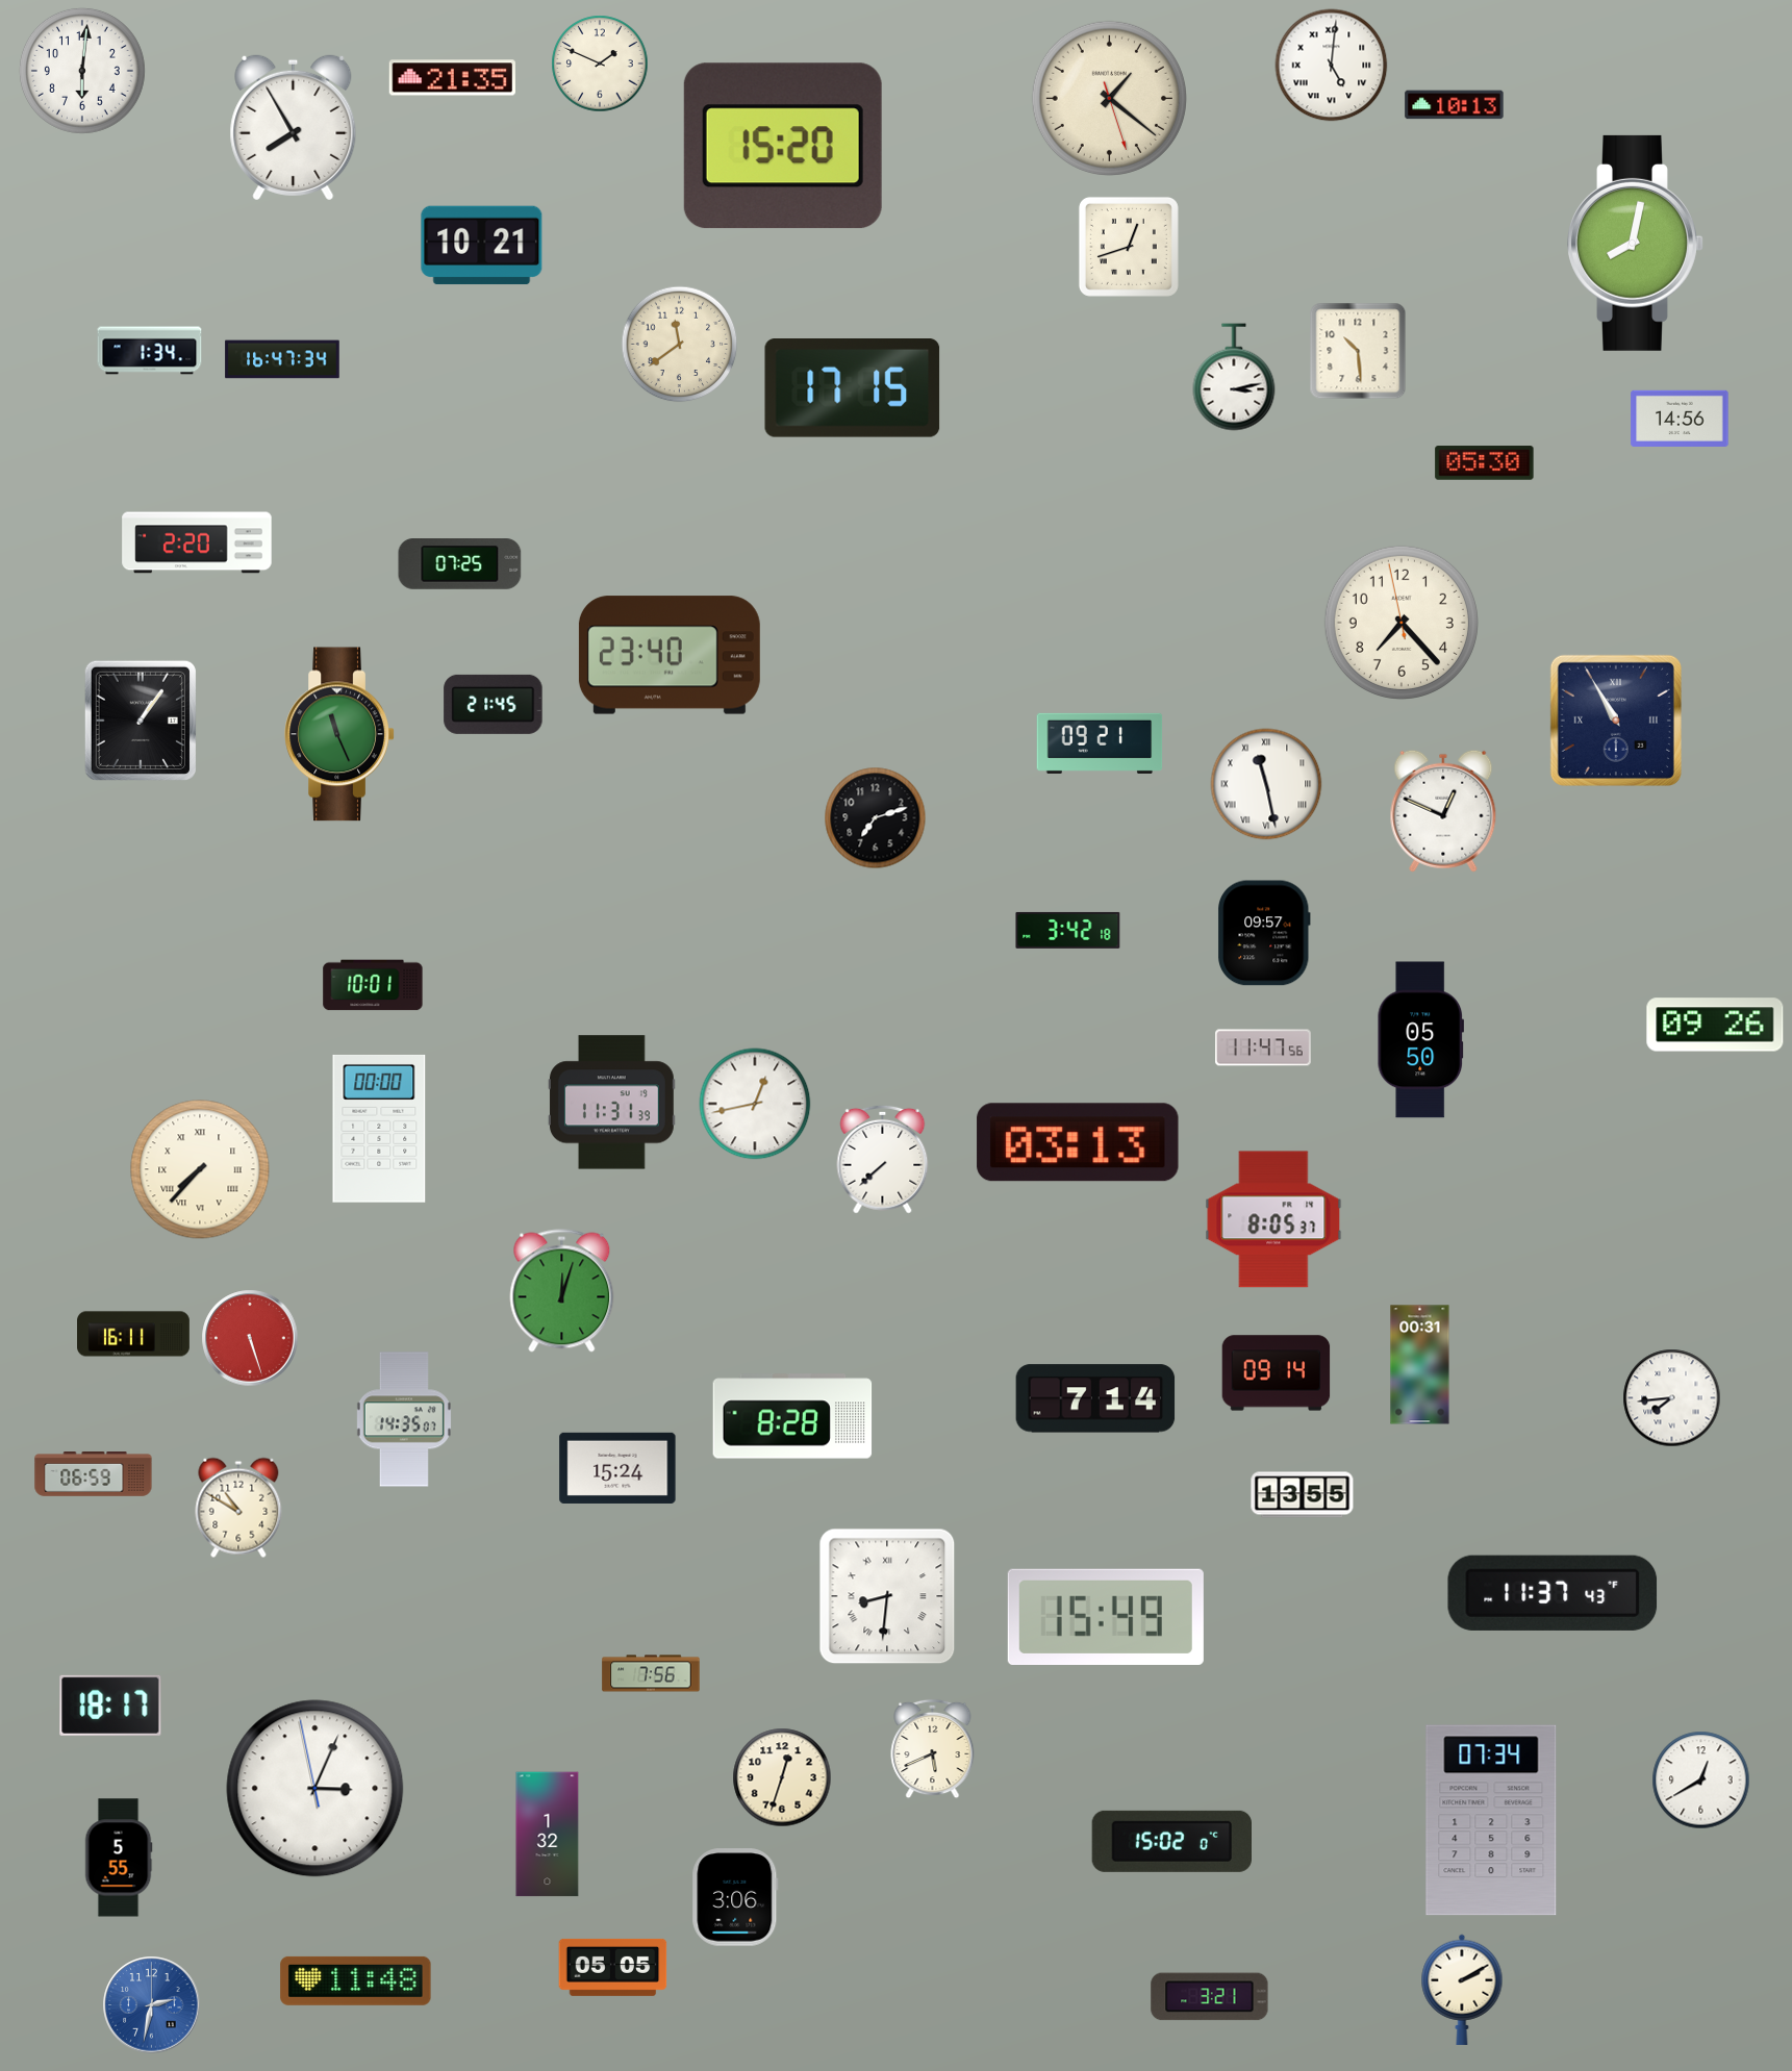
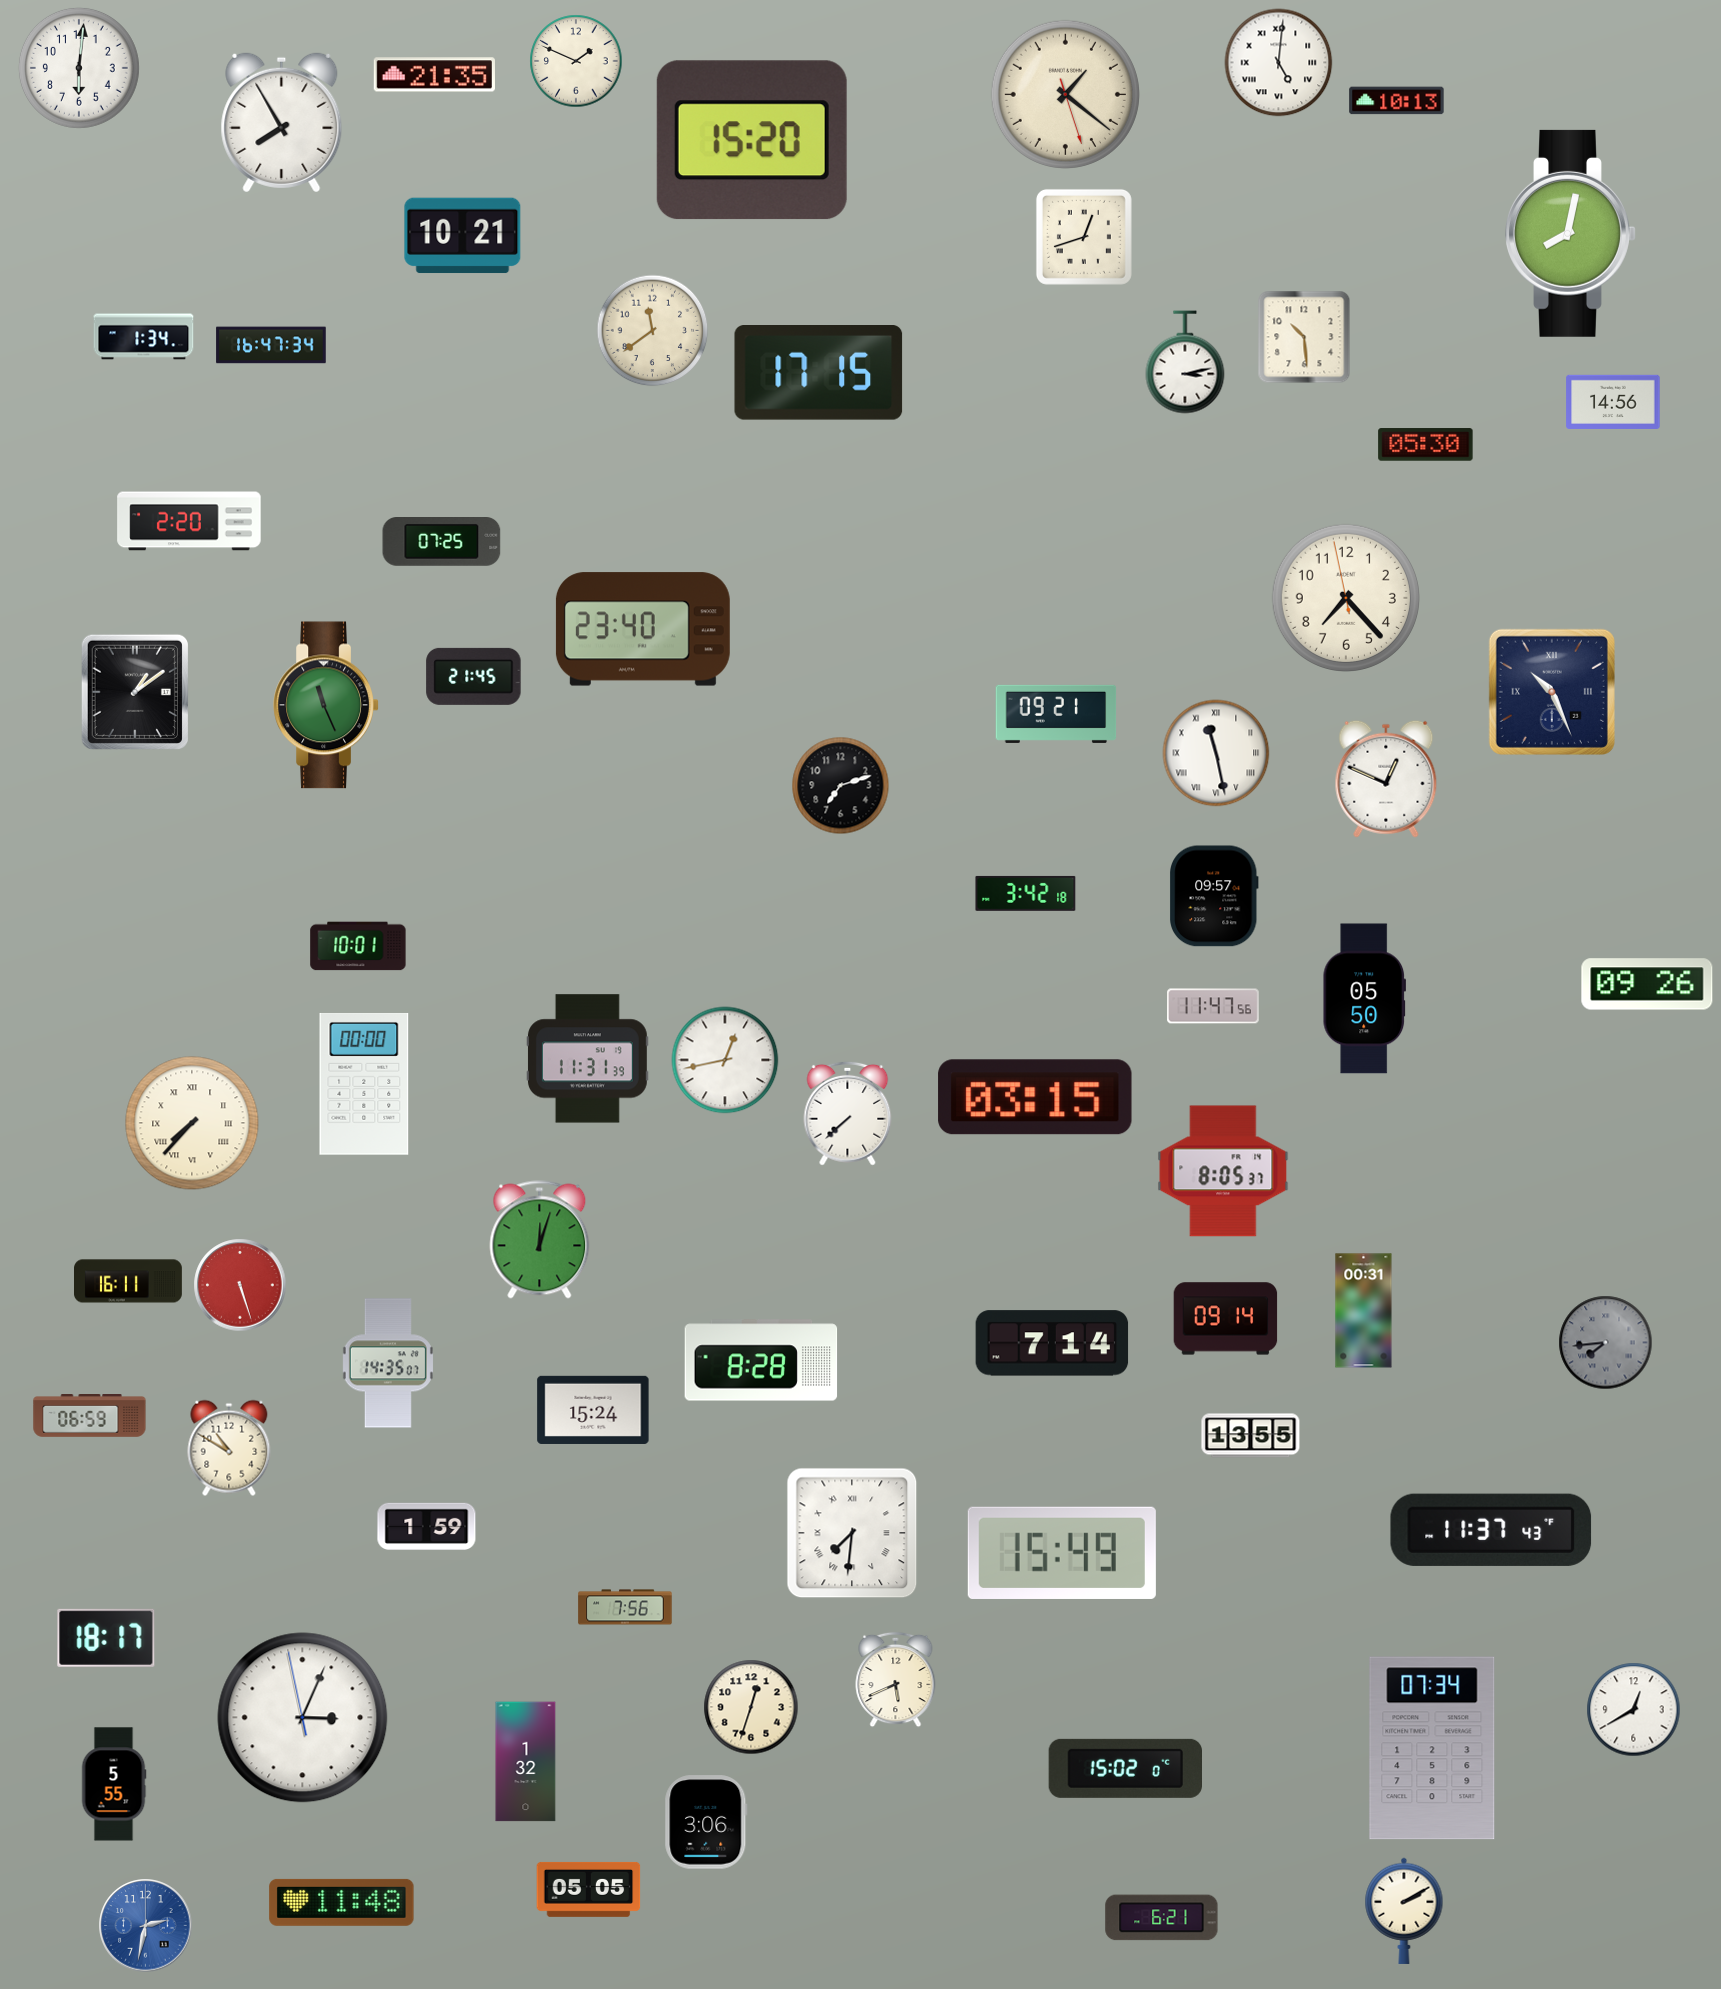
clock at (141, 719): 1:06 -> 1:09
clock at (1616, 721): 10:55 -> 10:26
clock at (1078, 1142): 03:13 -> 03:15
clock at (1672, 1398) dial: white -> grey
clock at (427, 1526): none -> 1:59
clock at (887, 1596): 8:31 -> 7:31
clock at (1210, 1997): 3:21 -> 6:21
